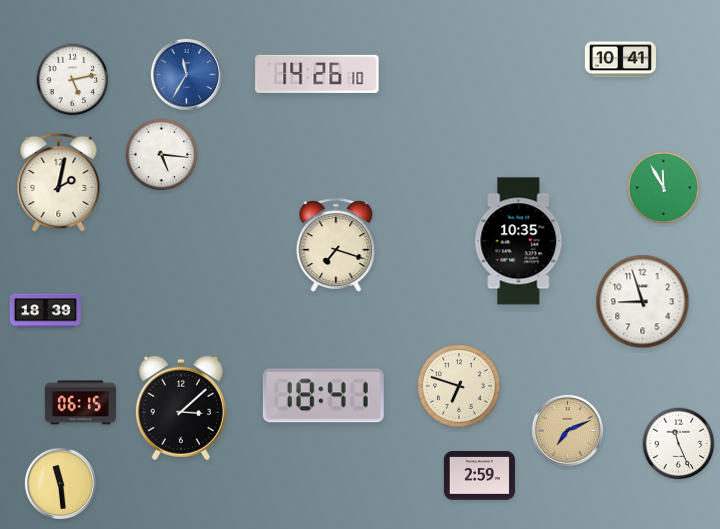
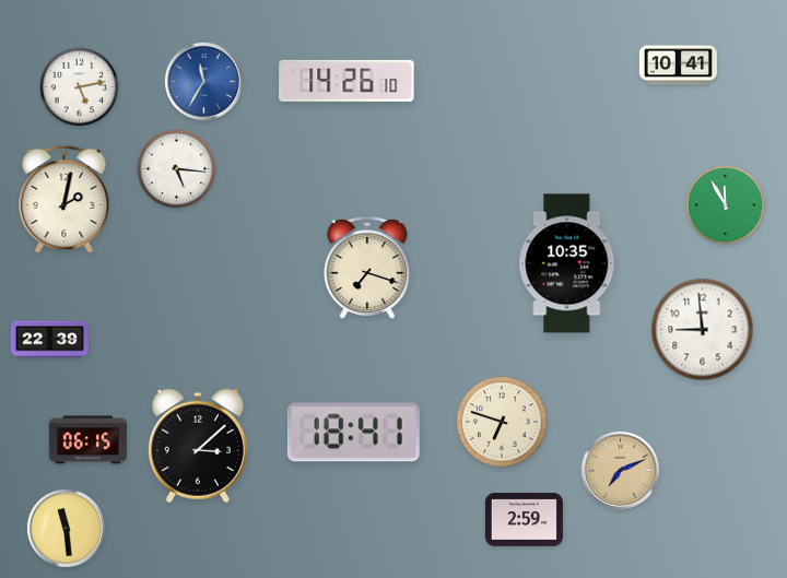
clock at (643, 302): 8:57 -> 8:59
clock at (45, 311): 18:39 -> 22:39
clock at (679, 444): 11:26 -> none
